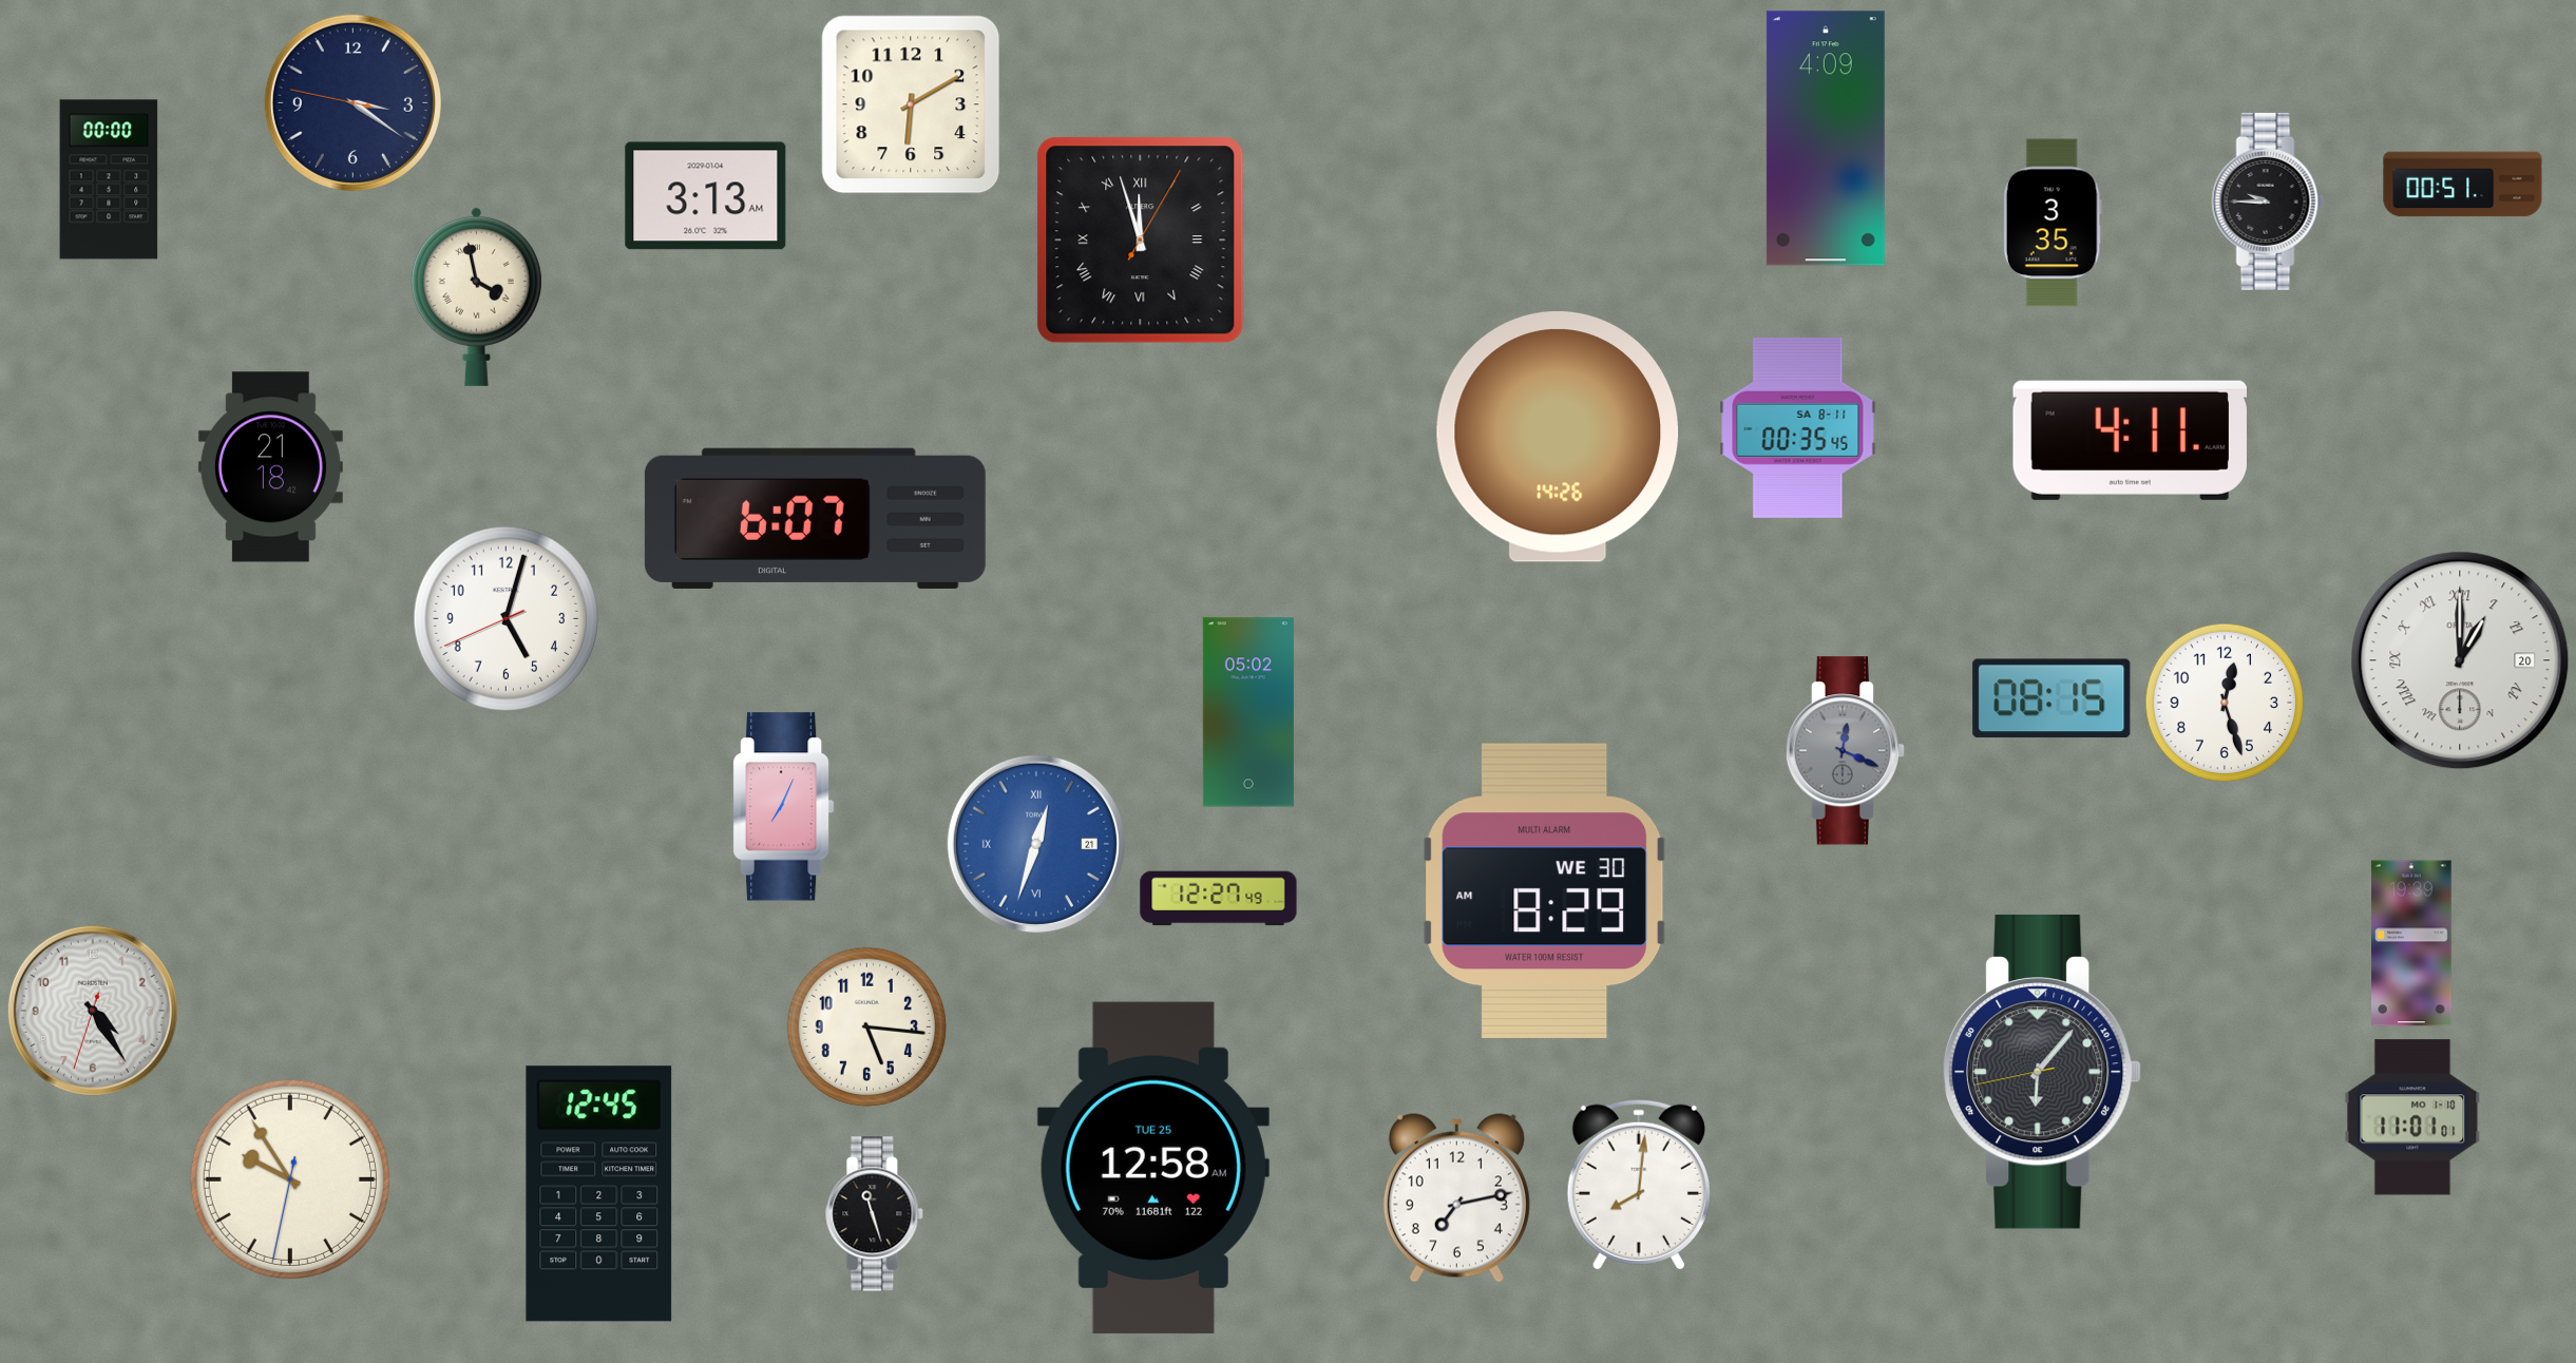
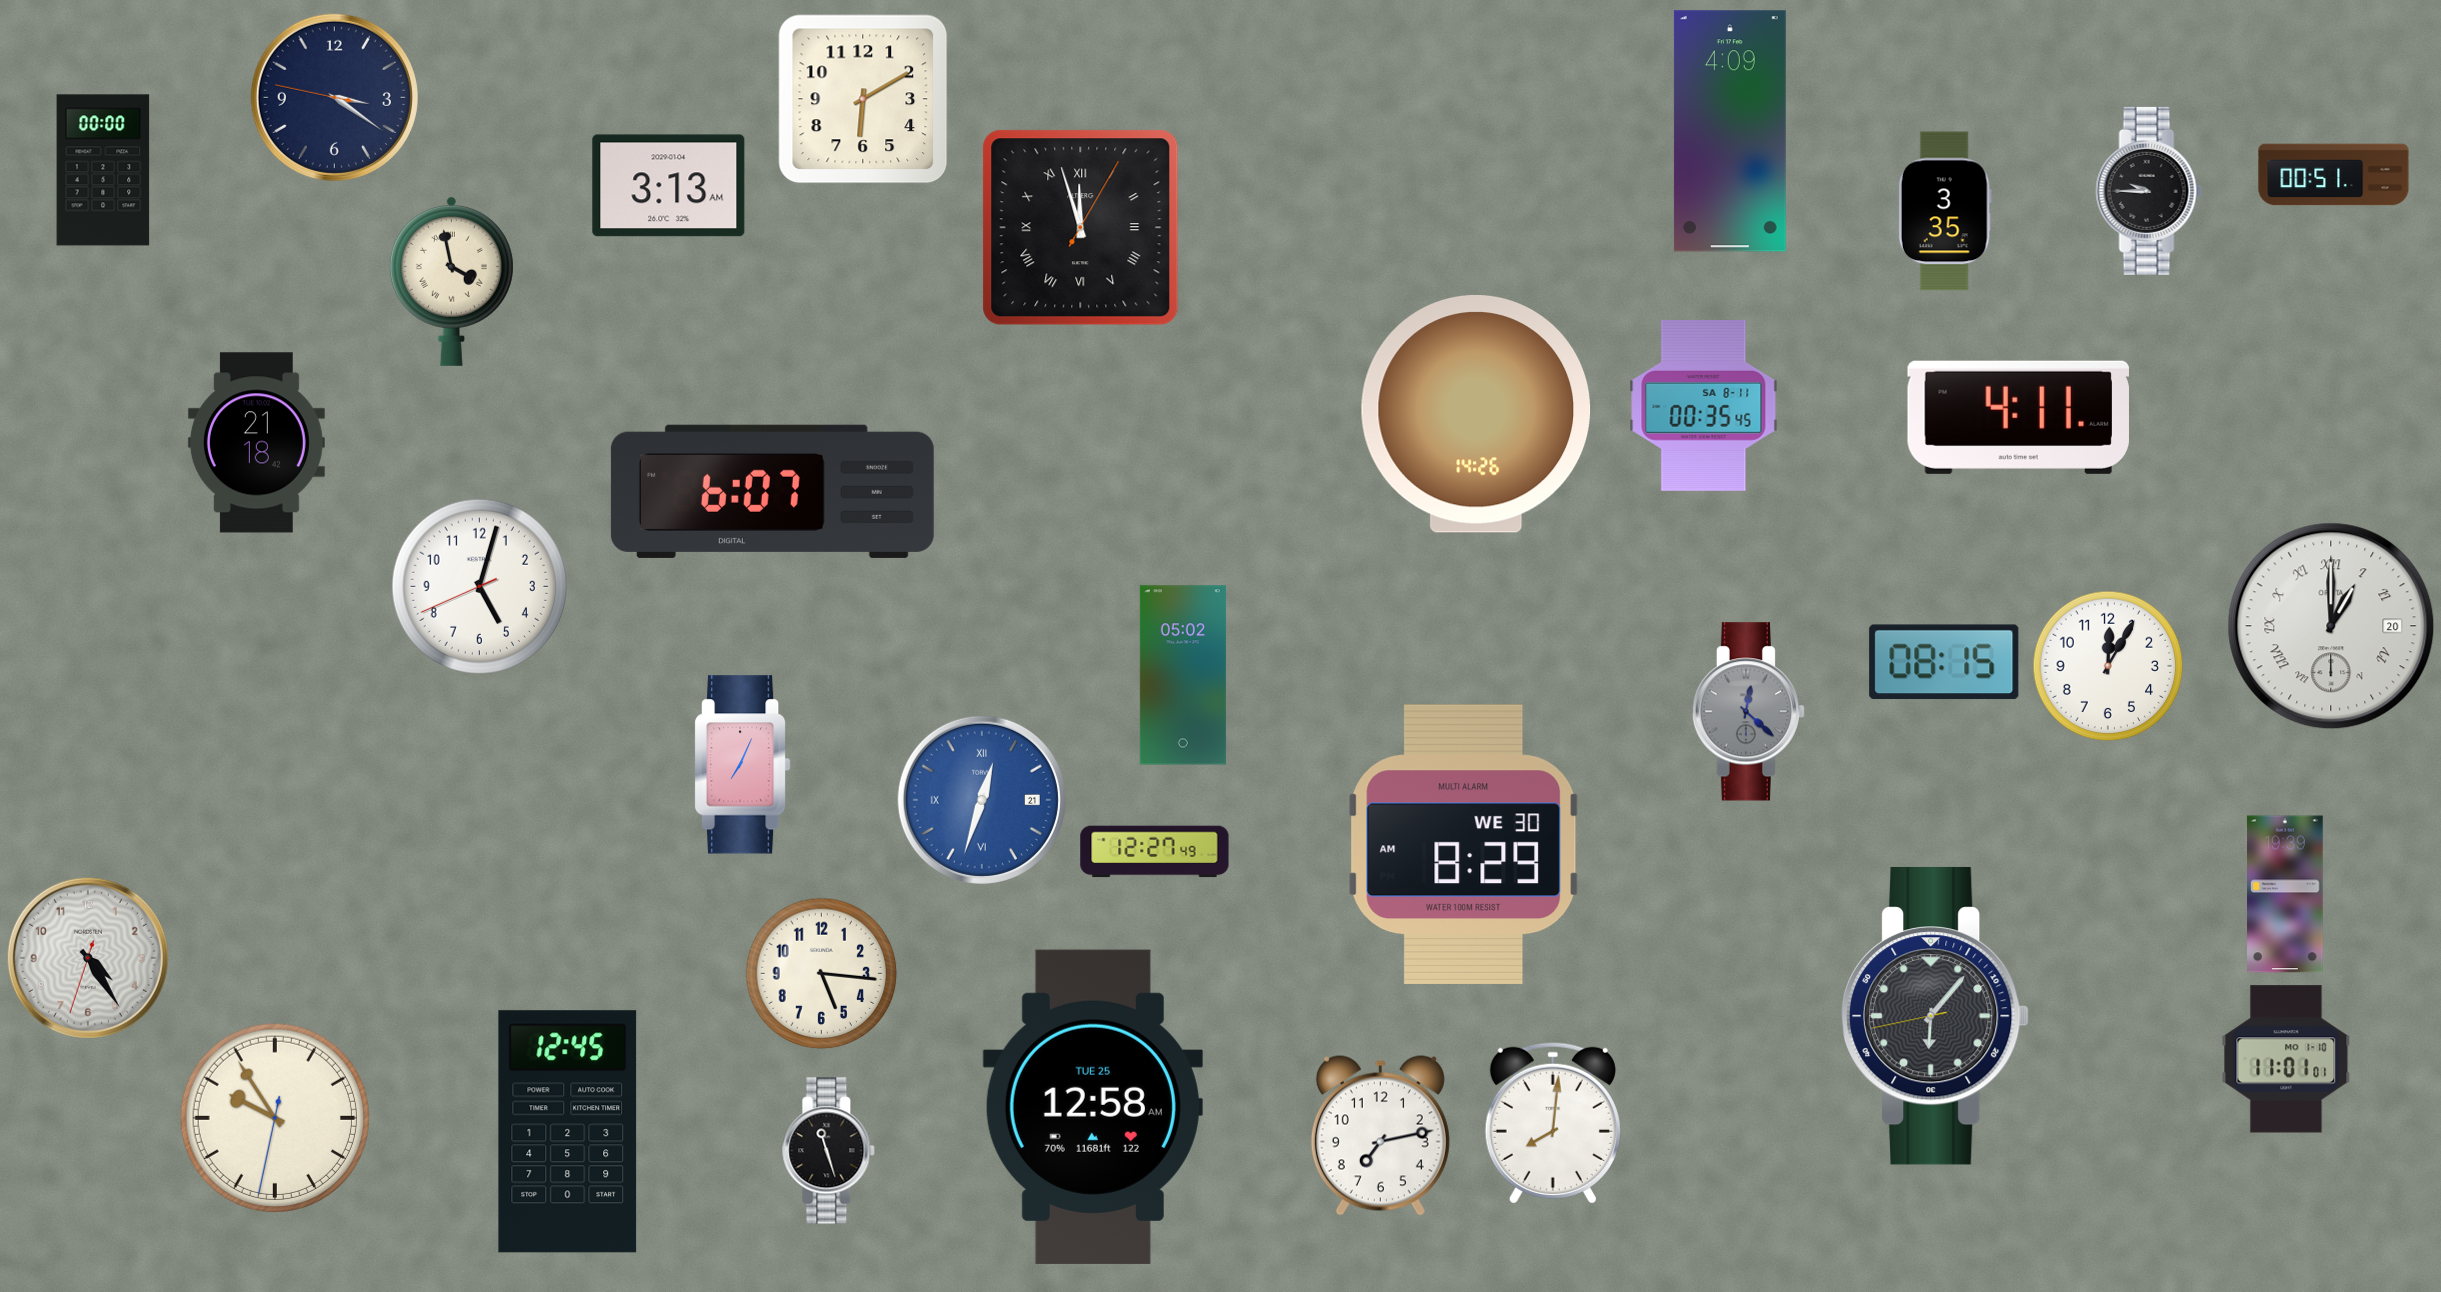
clock at (2225, 703): 12:27 -> 12:05
clock at (1845, 751): 12:19 -> 12:22
